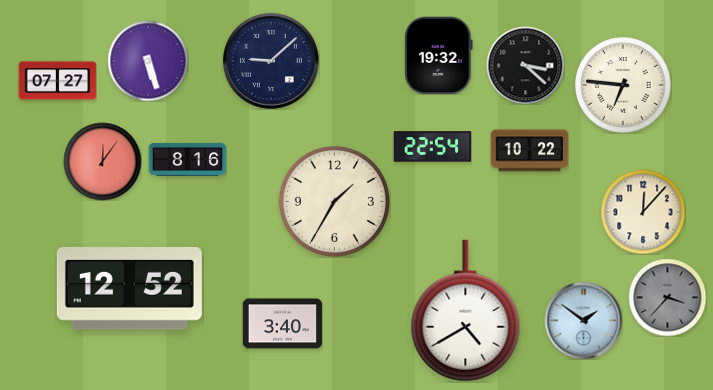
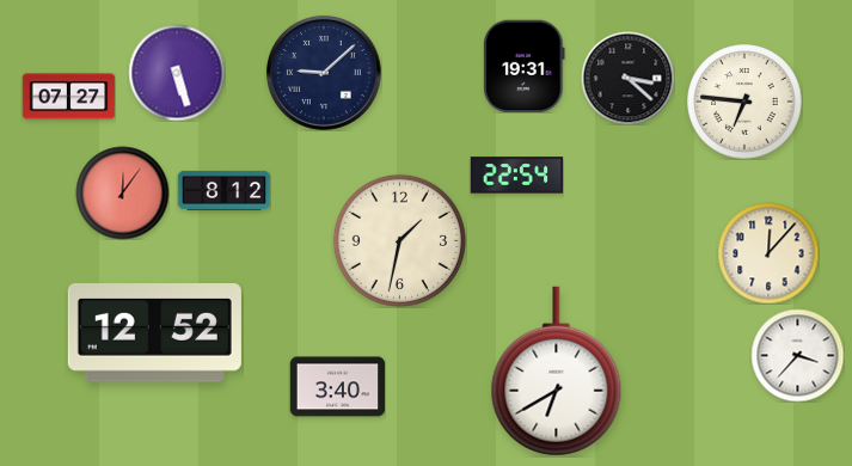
clock at (439, 55): 19:32 -> 19:31
clock at (529, 151): 10:22 -> none
clock at (187, 159): 8:16 -> 8:12
clock at (334, 201): 1:35 -> 1:32
clock at (129, 289) position: (129, 289) -> (154, 333)
clock at (667, 297) dial: grey -> white
clock at (466, 311): 4:40 -> 6:40
clock at (583, 320): 1:51 -> none
